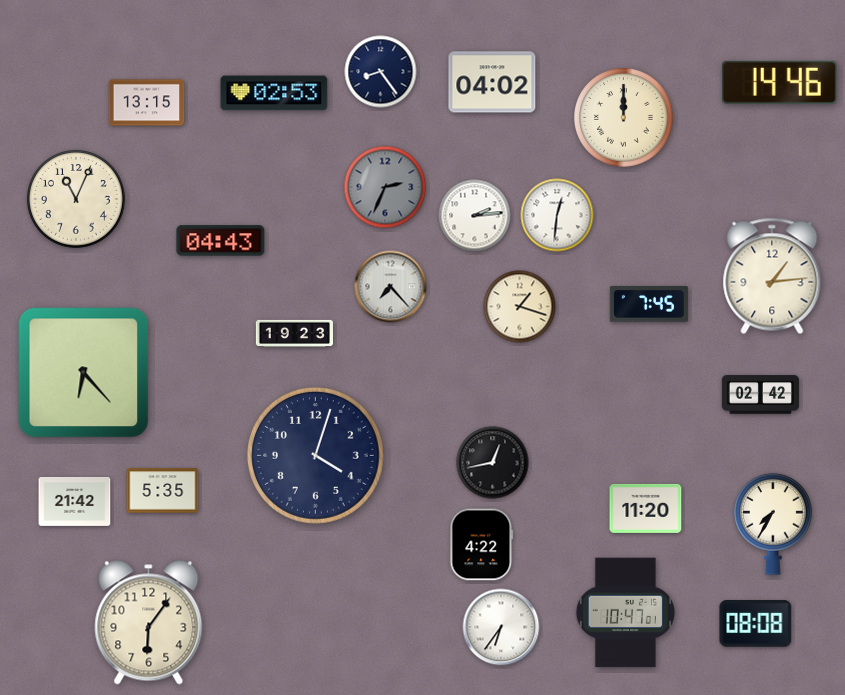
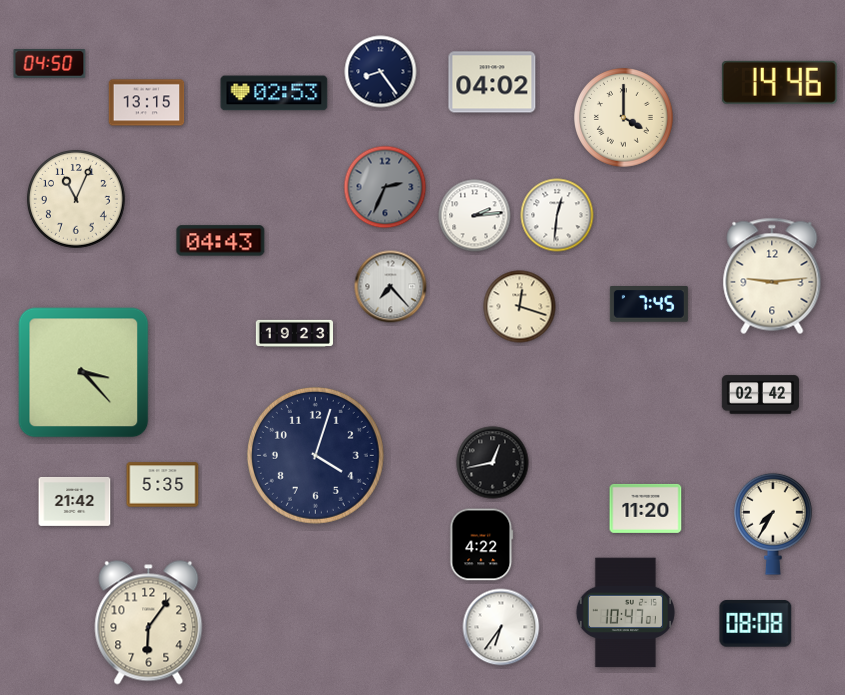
clock at (50, 64): none -> 04:50
clock at (624, 118): 12:00 -> 4:00
clock at (772, 276): 1:14 -> 9:14
clock at (520, 307): 1:18 -> 12:18
clock at (84, 373): 6:23 -> 3:23
clock at (163, 491) position: (163, 491) -> (163, 485)
